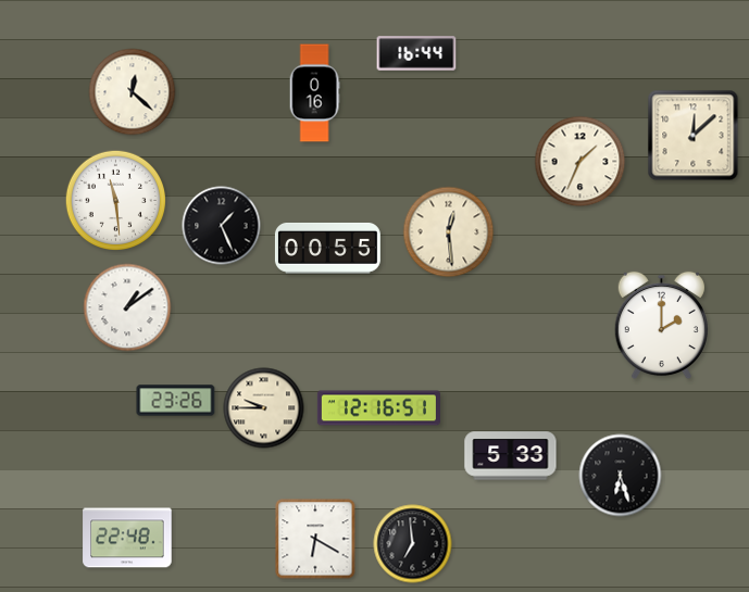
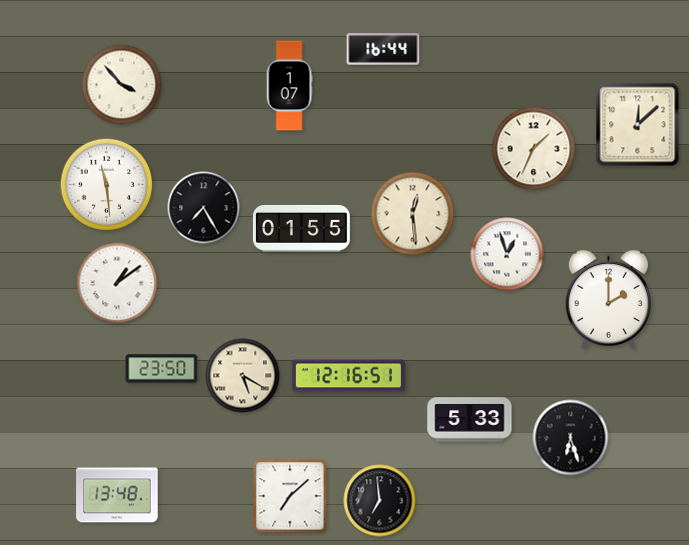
clock at (133, 92): 12:22 -> 3:53
clock at (314, 93): 0:16 -> 1:07
clock at (222, 226): 1:26 -> 7:25
clock at (327, 248): 00:55 -> 01:55
clock at (507, 254): none -> 12:57
clock at (176, 401): 23:26 -> 23:50
clock at (264, 408): 9:45 -> 5:20
clock at (127, 538): 22:48 -> 13:48
clock at (315, 539): 6:20 -> 7:08
